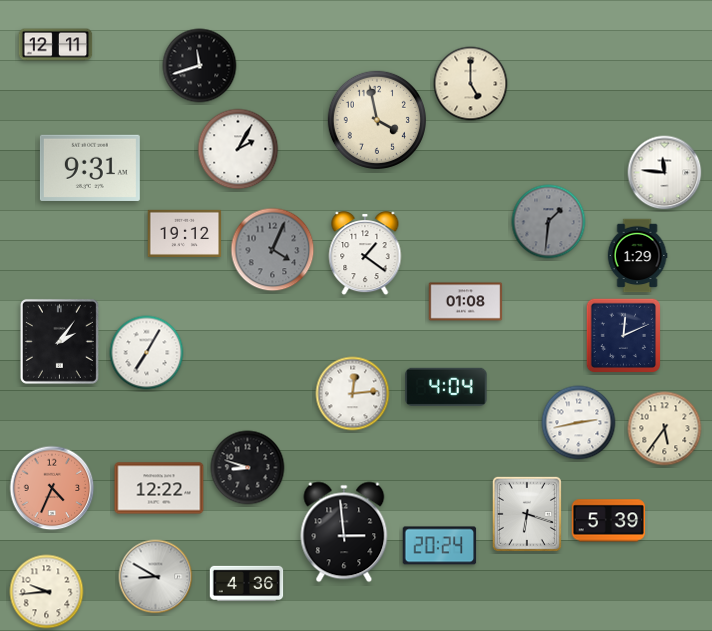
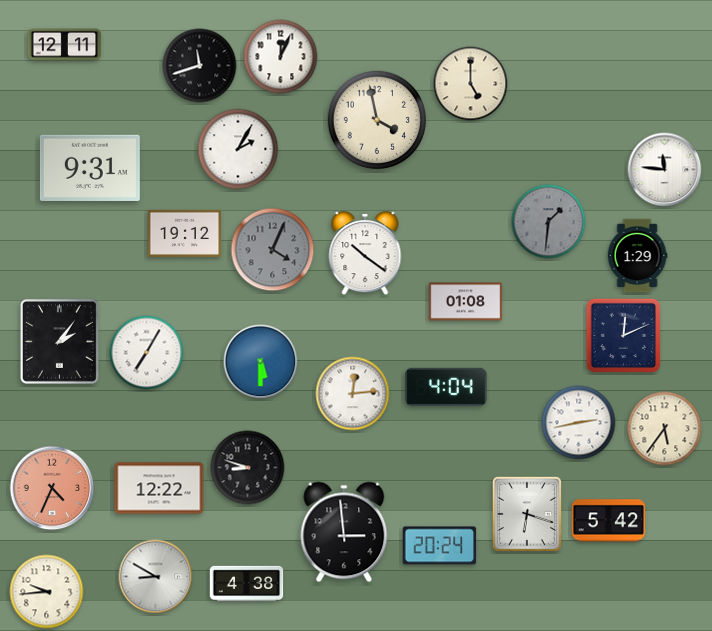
clock at (56, 45) position: (56, 45) -> (65, 45)
clock at (281, 57): none -> 12:04
clock at (665, 173) position: (665, 173) -> (665, 170)
clock at (365, 254): 1:21 -> 10:21
clock at (261, 362): none -> 5:30
clock at (609, 521): 5:39 -> 5:42
clock at (247, 584): 4:36 -> 4:38
